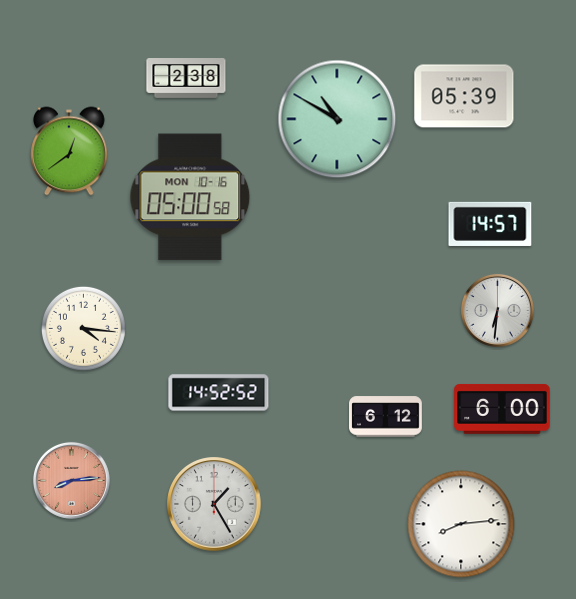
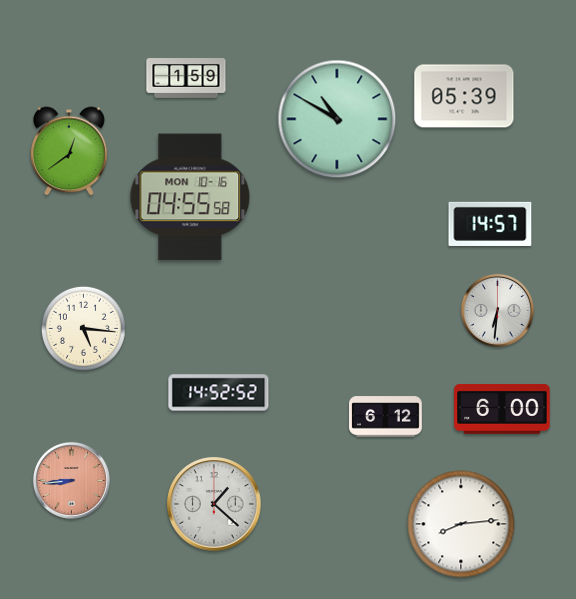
clock at (186, 79): 2:38 -> 1:59
clock at (190, 197): 05:00 -> 04:55
clock at (83, 328): 4:16 -> 5:16
clock at (71, 480): 8:14 -> 8:44
clock at (214, 504): 1:25 -> 1:22
